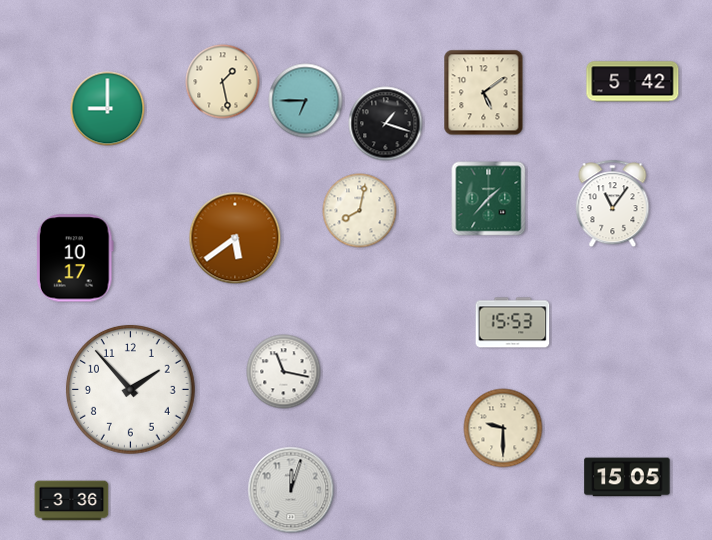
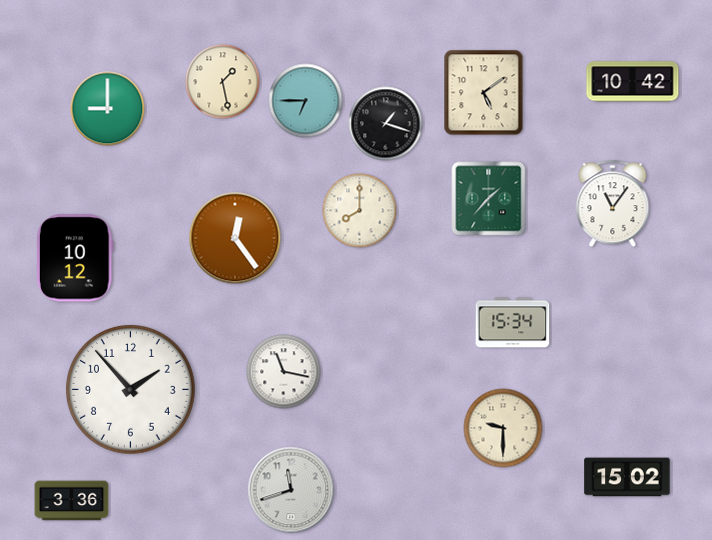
clock at (633, 82): 5:42 -> 10:42
clock at (360, 211): 8:02 -> 8:00
clock at (235, 238): 5:39 -> 12:24
clock at (75, 258): 10:17 -> 10:12
clock at (513, 323): 15:53 -> 15:34
clock at (627, 477): 15:05 -> 15:02
clock at (291, 490): 12:03 -> 11:42
